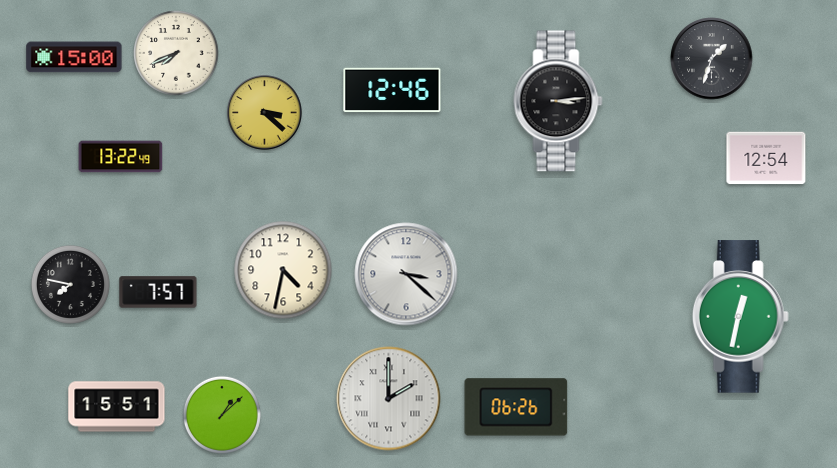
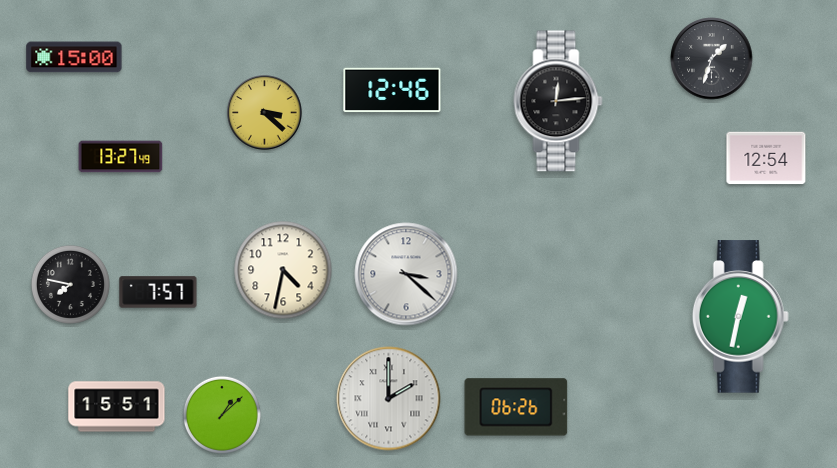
clock at (176, 53): 7:41 -> none
clock at (558, 101): 3:14 -> 12:14
clock at (121, 157): 13:22 -> 13:27
